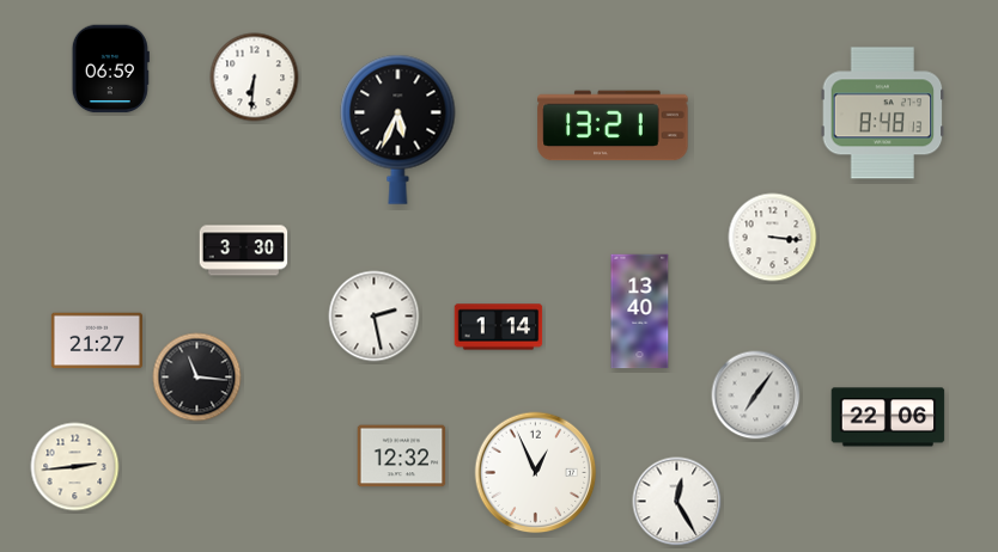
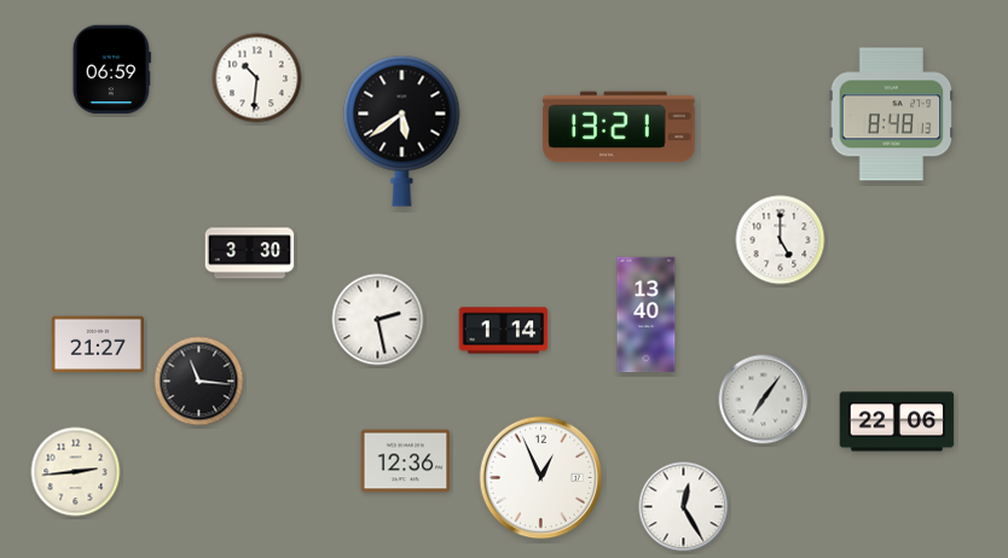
clock at (255, 78): 6:31 -> 10:31
clock at (398, 129): 5:34 -> 5:39
clock at (773, 238): 3:16 -> 5:00
clock at (244, 251) position: (244, 251) -> (250, 254)
clock at (402, 456): 12:32 -> 12:36
